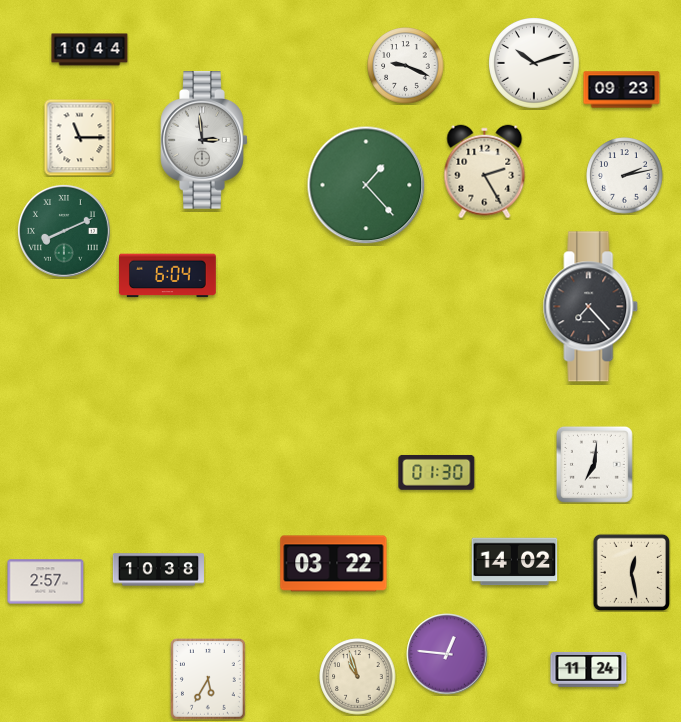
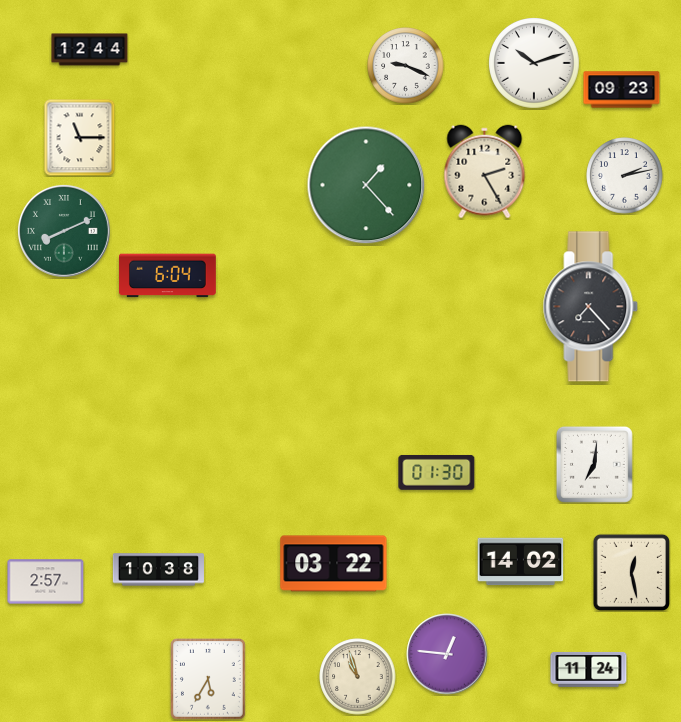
clock at (90, 50): 10:44 -> 12:44
clock at (204, 140): 2:59 -> none
clock at (515, 562) position: (515, 562) -> (521, 562)
